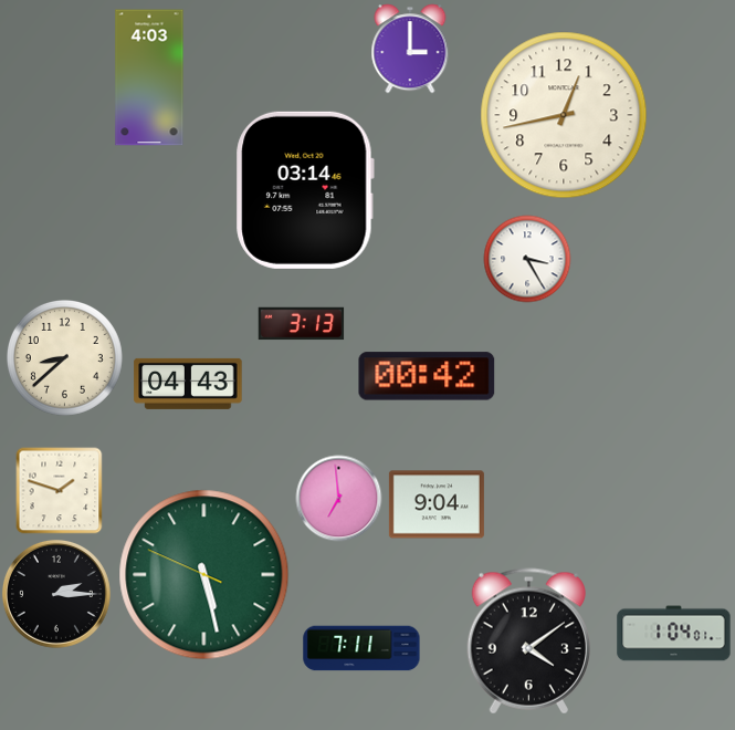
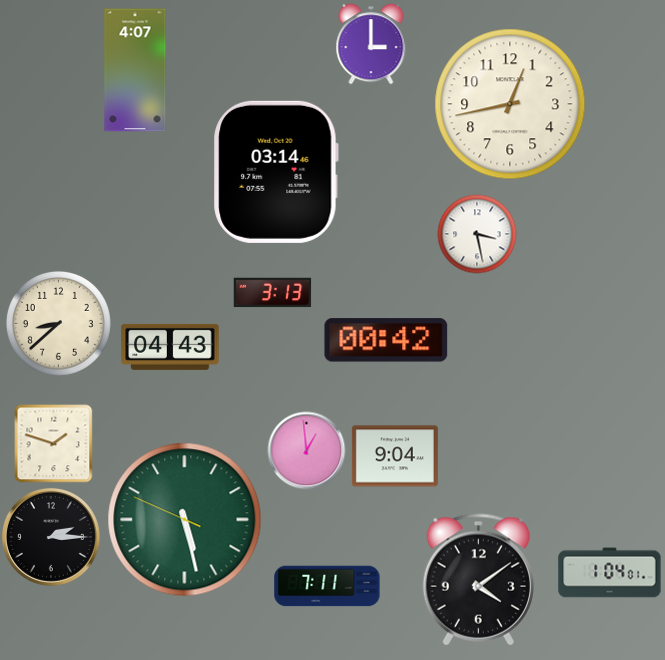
clock at (149, 77): 4:03 -> 4:07
clock at (527, 259): 3:25 -> 3:28
clock at (338, 498): 6:59 -> 12:59
